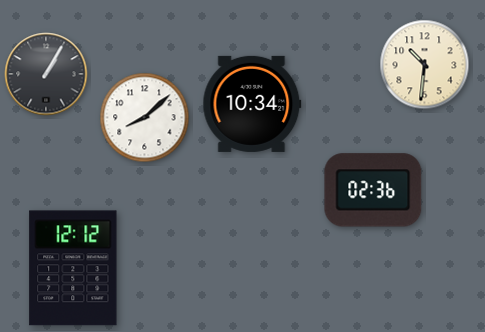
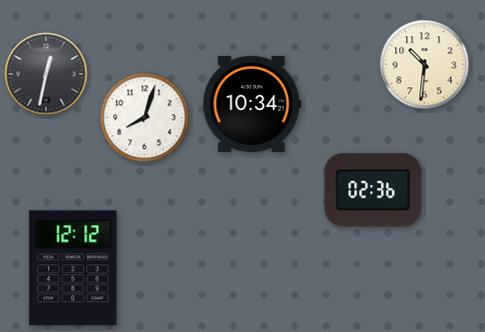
clock at (46, 74): 1:05 -> 12:32
clock at (145, 118): 8:08 -> 8:03
